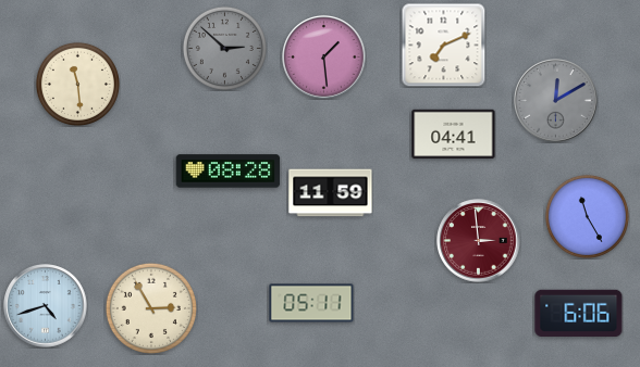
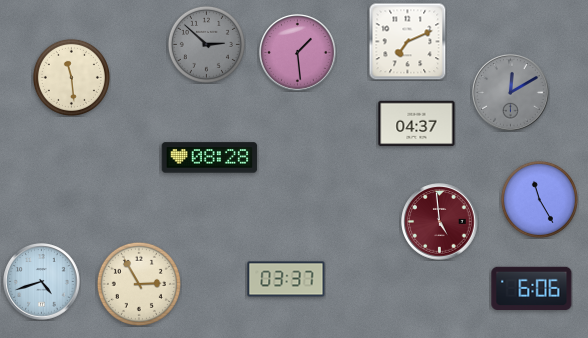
clock at (454, 135): 04:41 -> 04:37
clock at (331, 193): 11:59 -> none
clock at (479, 241): 2:59 -> 4:59
clock at (311, 303): 05:11 -> 03:37
